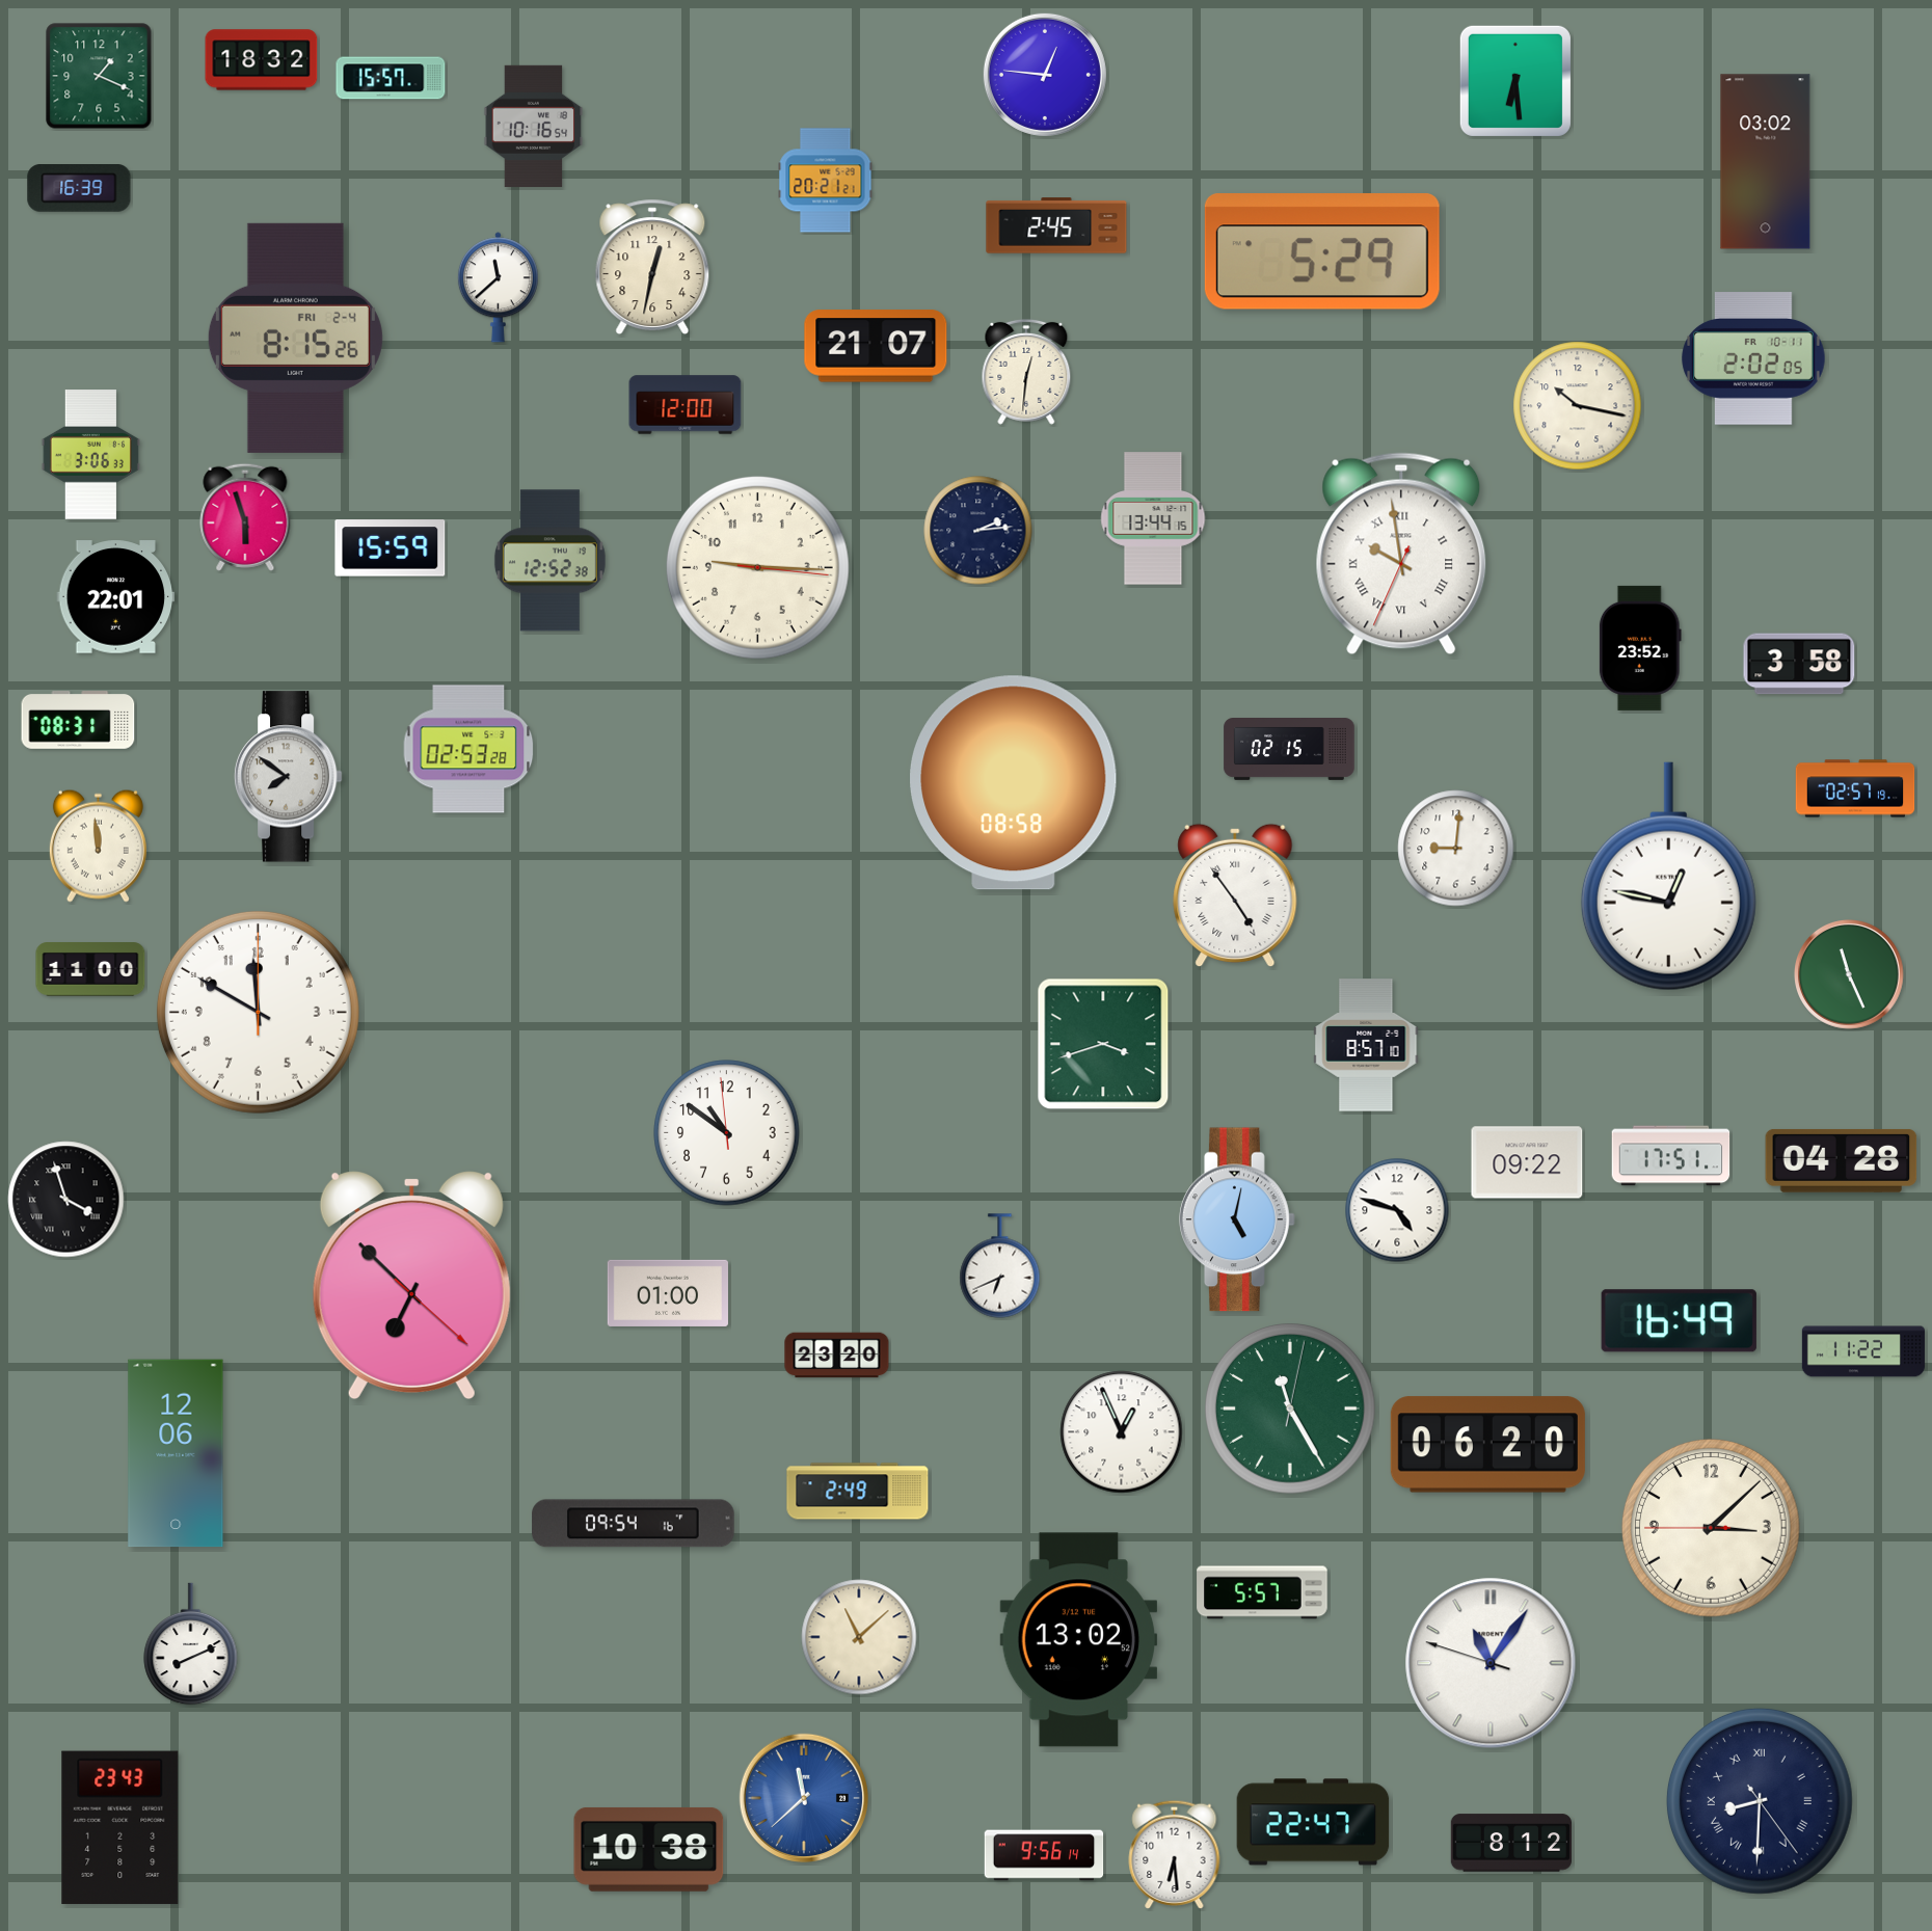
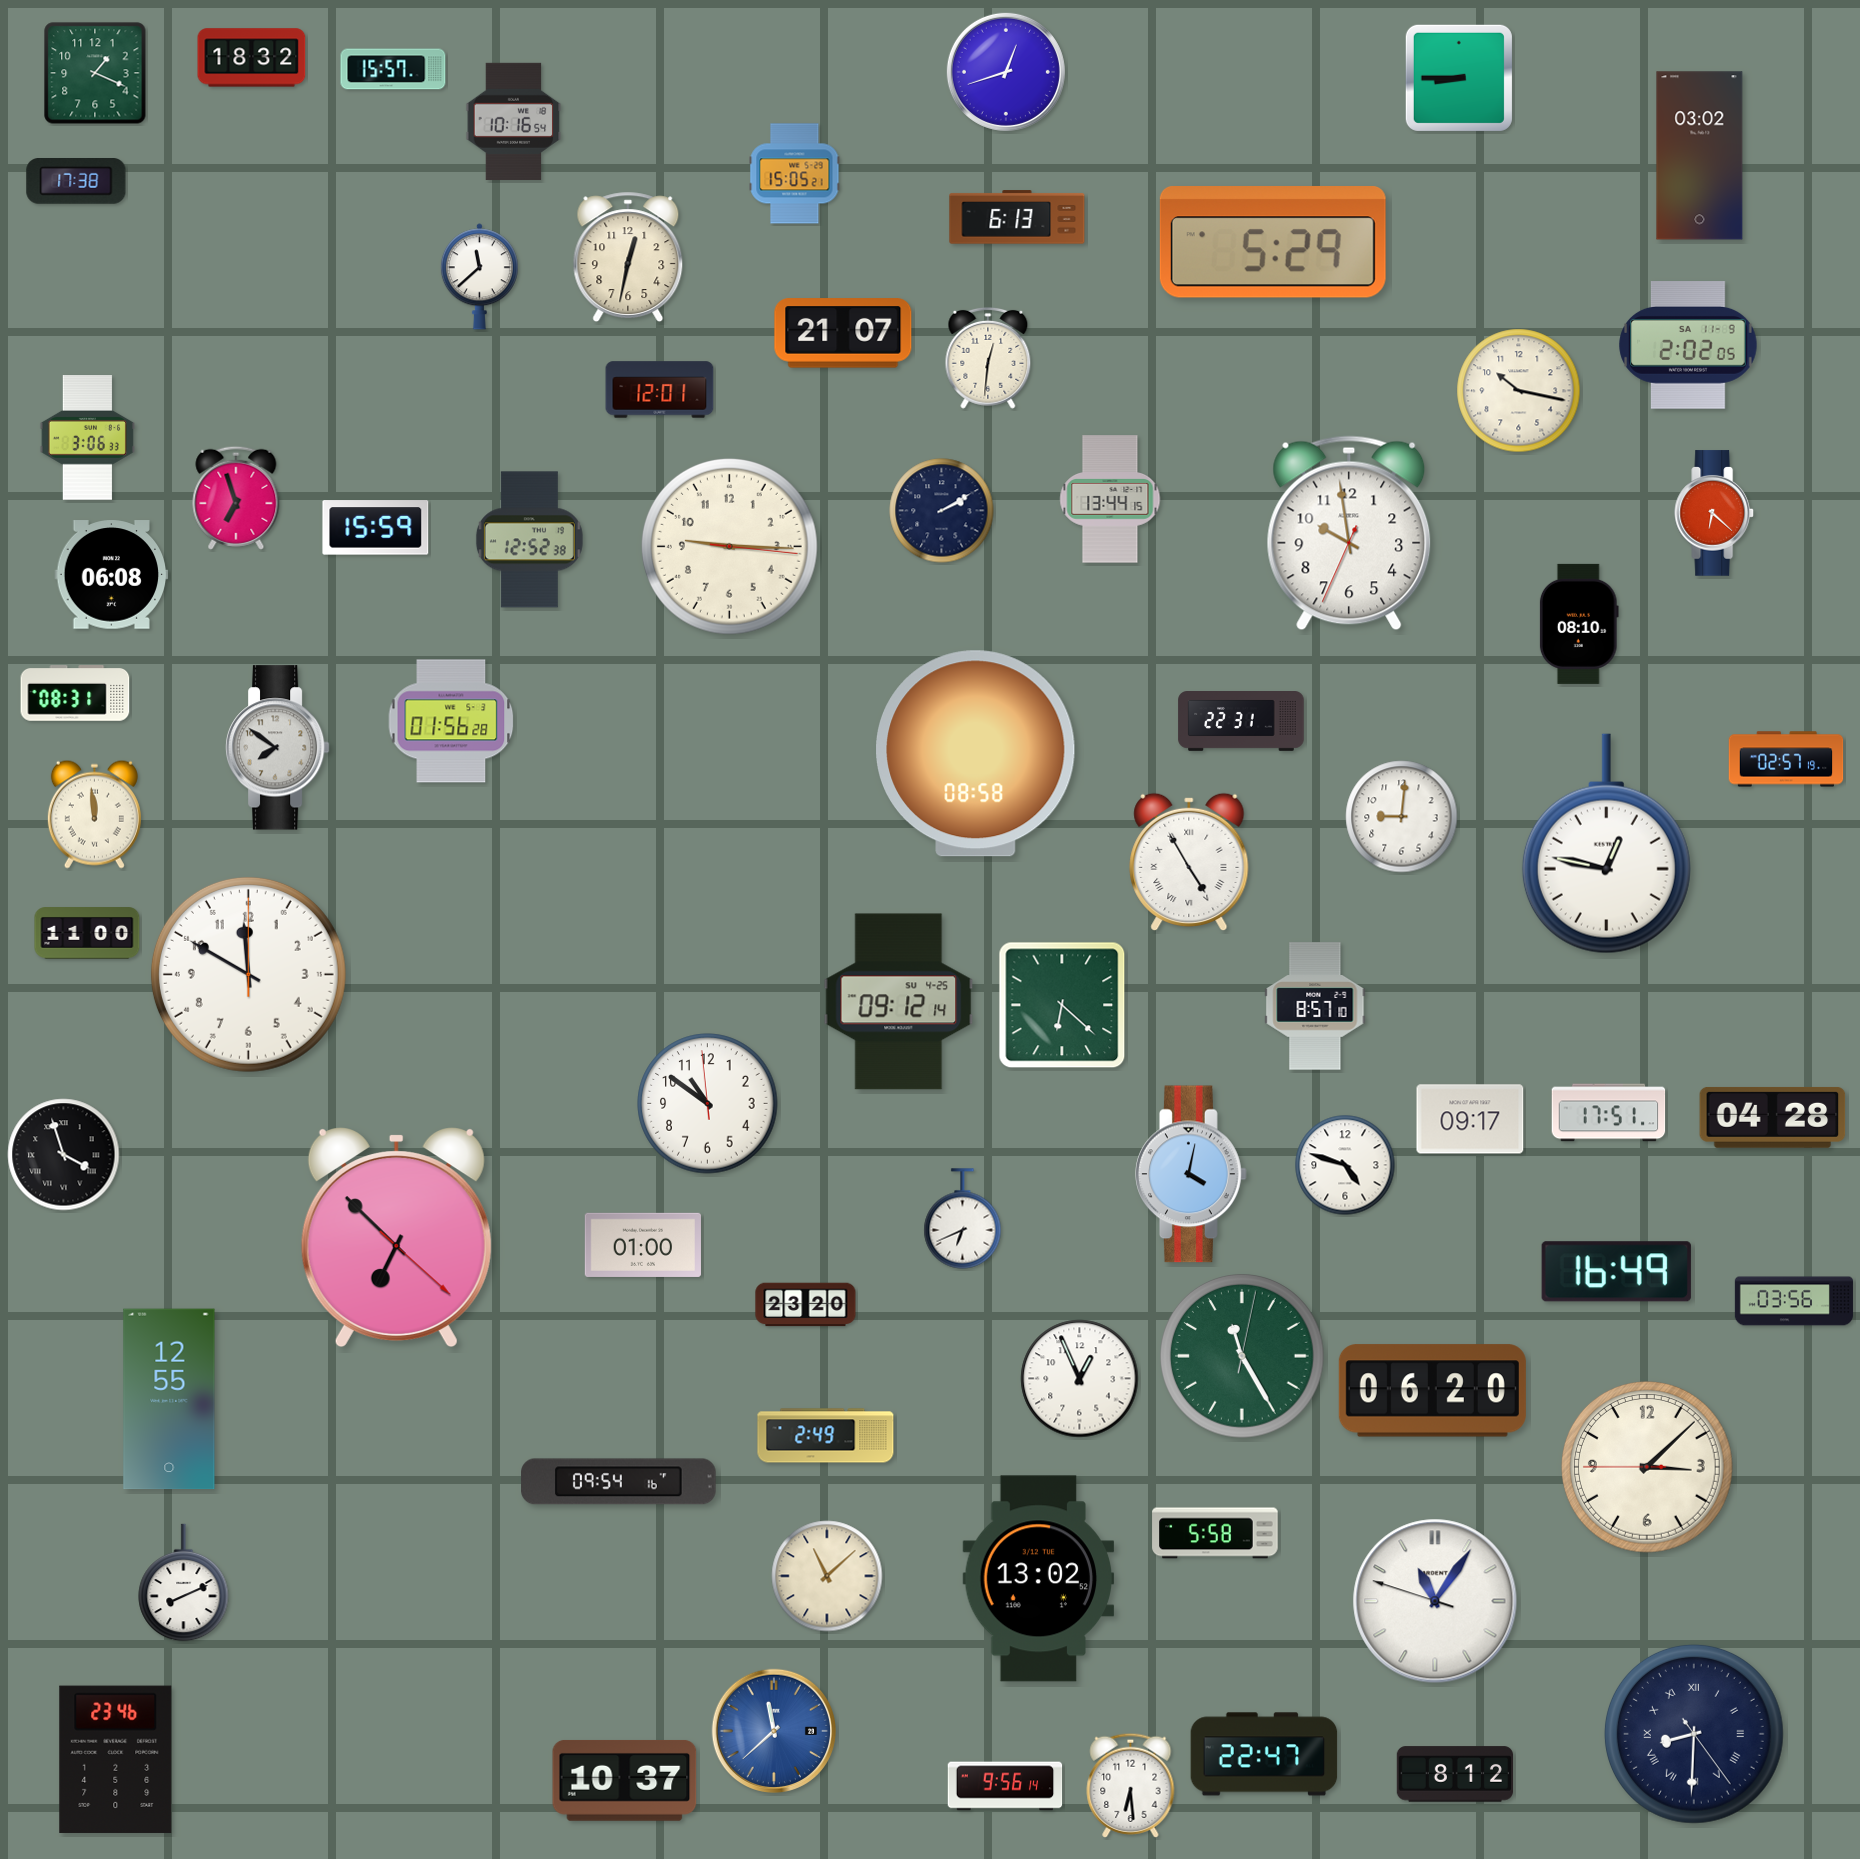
clock at (1045, 75): 12:46 -> 12:42
clock at (391, 78) position: (391, 78) -> (393, 69)
clock at (1515, 81): 6:29 -> 8:45
clock at (826, 181): 20:21 -> 15:05
clock at (79, 189): 16:39 -> 17:38
clock at (1056, 225): 2:45 -> 6:13
clock at (295, 338): 8:15 -> none
clock at (1753, 358) date: FR 10-11 -> SA 11-9
clock at (686, 405): 12:00 -> 12:01
clock at (245, 517): 5:57 -> 6:57
clock at (978, 531): 2:14 -> 2:10
clock at (1715, 513): none -> 6:22
clock at (1401, 554) numerals: Roman -> Arabic
clock at (116, 597): 22:01 -> 06:08
clock at (1640, 648): 23:52 -> 08:10
clock at (1799, 664): 3:58 -> none
clock at (468, 749): 02:53 -> 01:56
clock at (1289, 750): 02:15 -> 22:31
clock at (1235, 895): 4:54 -> 4:55
clock at (1850, 975): 11:26 -> none
clock at (899, 1002): none -> 09:12
clock at (1103, 1044): 3:42 -> 6:22
clock at (727, 1133) position: (727, 1133) -> (708, 1104)
clock at (1527, 1162): 09:22 -> 09:17
clock at (1238, 1219): 5:02 -> 4:02
clock at (1863, 1351): 11:22 -> 03:56
clock at (176, 1453): 12:06 -> 12:55
clock at (634, 1524) position: (634, 1524) -> (619, 1482)
clock at (1712, 1529) position: (1712, 1529) -> (1648, 1468)
clock at (1262, 1592): 5:57 -> 5:58
clock at (120, 1827): 23:43 -> 23:46
clock at (649, 1849): 10:38 -> 10:37
